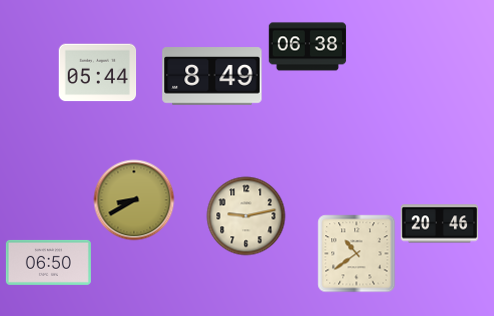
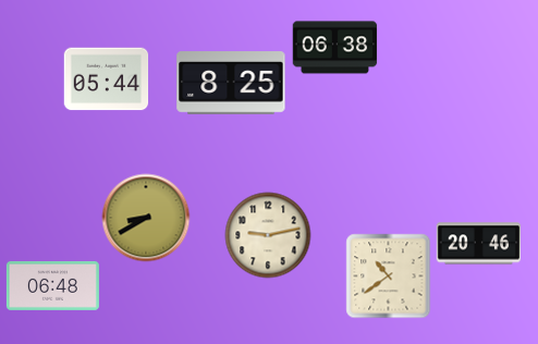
clock at (307, 47) position: (307, 47) -> (334, 48)
clock at (212, 76): 8:49 -> 8:25
clock at (48, 262): 06:50 -> 06:48
